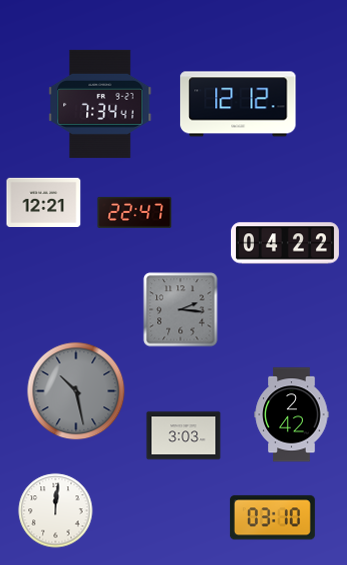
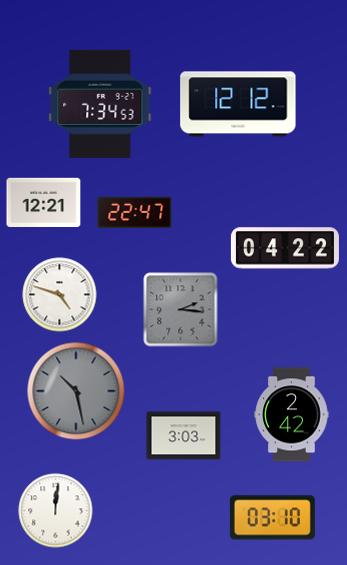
clock at (100, 104): 7:34:41 -> 7:34:53
clock at (285, 243) position: (285, 243) -> (285, 248)
clock at (60, 295): none -> 4:48
